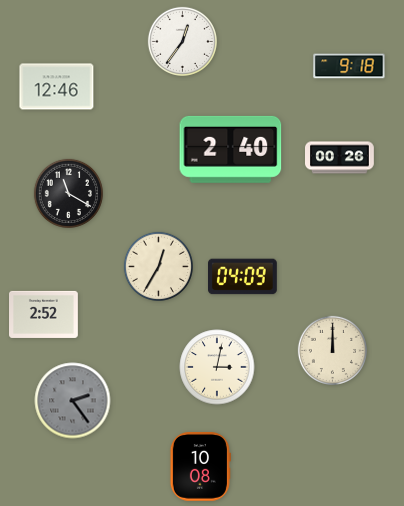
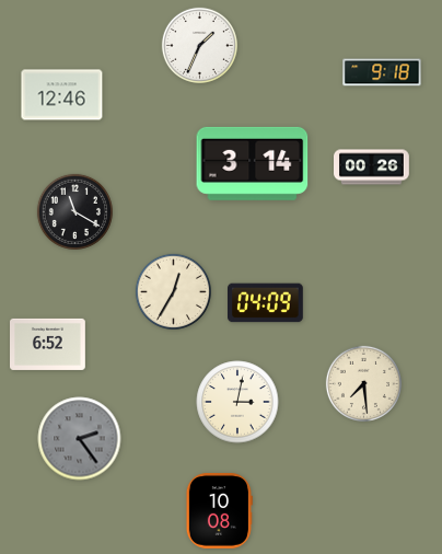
clock at (182, 41): 12:36 -> 1:34
clock at (231, 149): 2:40 -> 3:14
clock at (340, 158) position: (340, 158) -> (372, 168)
clock at (44, 314): 2:52 -> 6:52
clock at (332, 350): 12:00 -> 7:29
